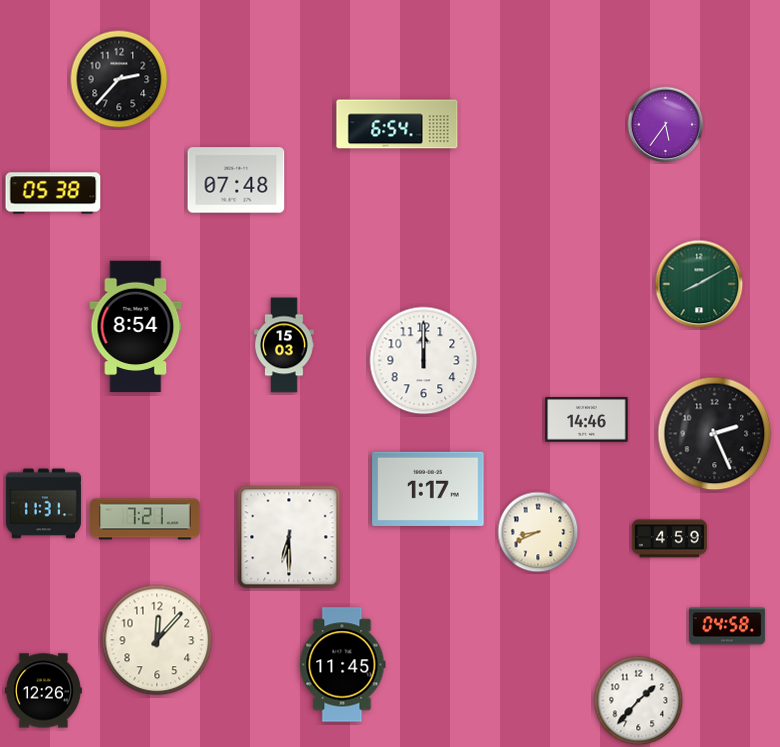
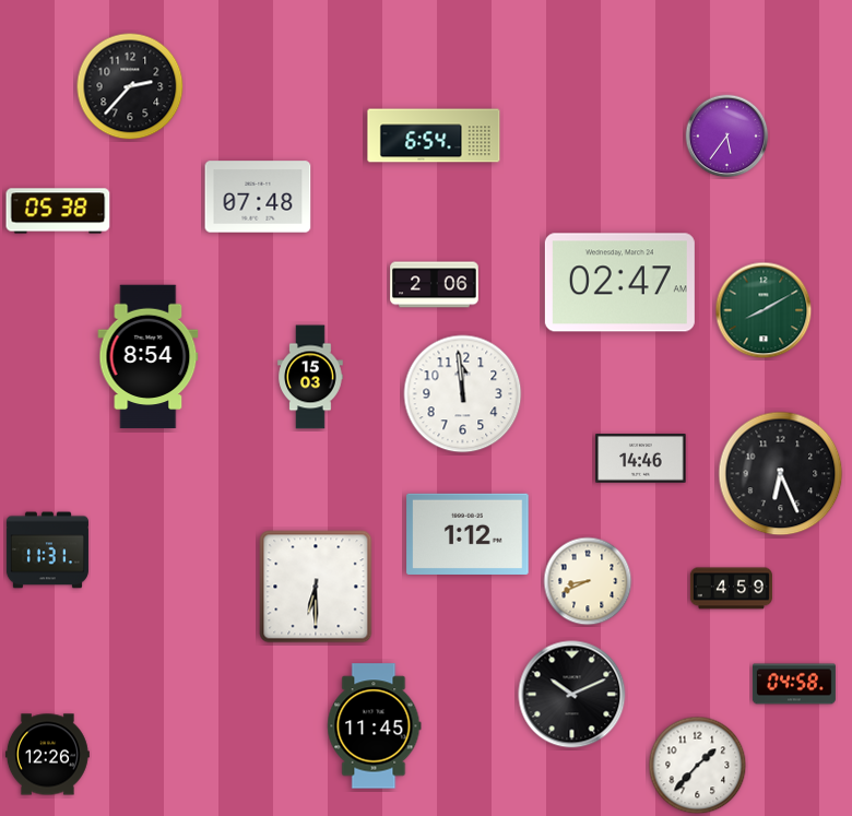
clock at (619, 283): none -> 02:47
clock at (435, 285): none -> 2:06
clock at (424, 361): 12:00 -> 11:59
clock at (715, 434): 2:26 -> 6:26
clock at (428, 489): 1:17 -> 1:12
clock at (145, 519): 7:21 -> none
clock at (572, 695): none -> 10:11
clock at (157, 640): 12:07 -> none
